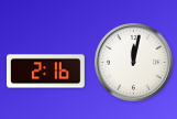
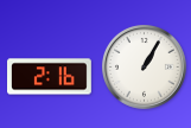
clock at (134, 63): 12:02 -> 1:05
